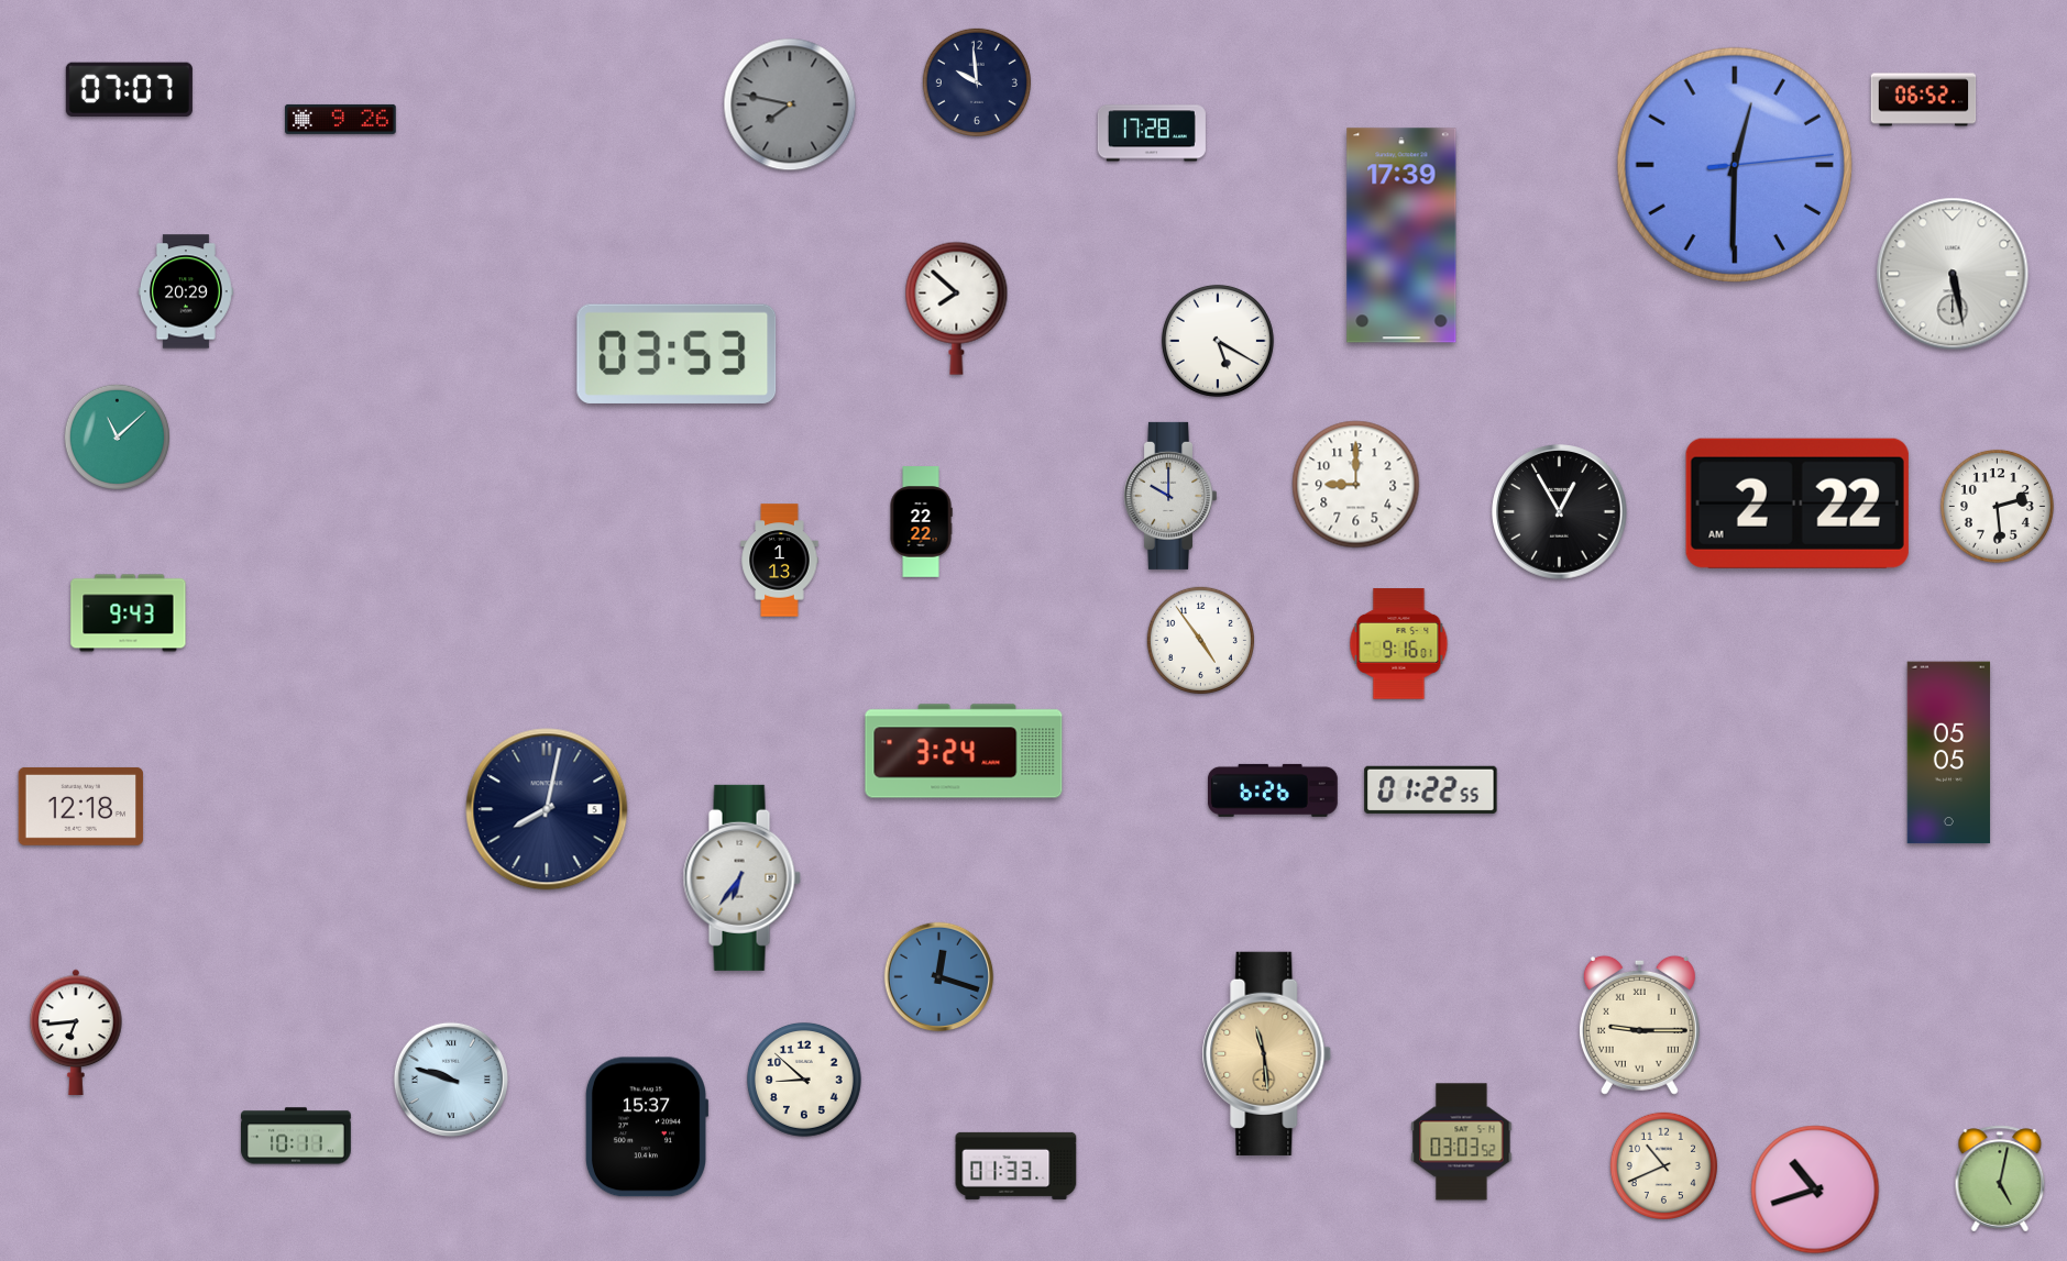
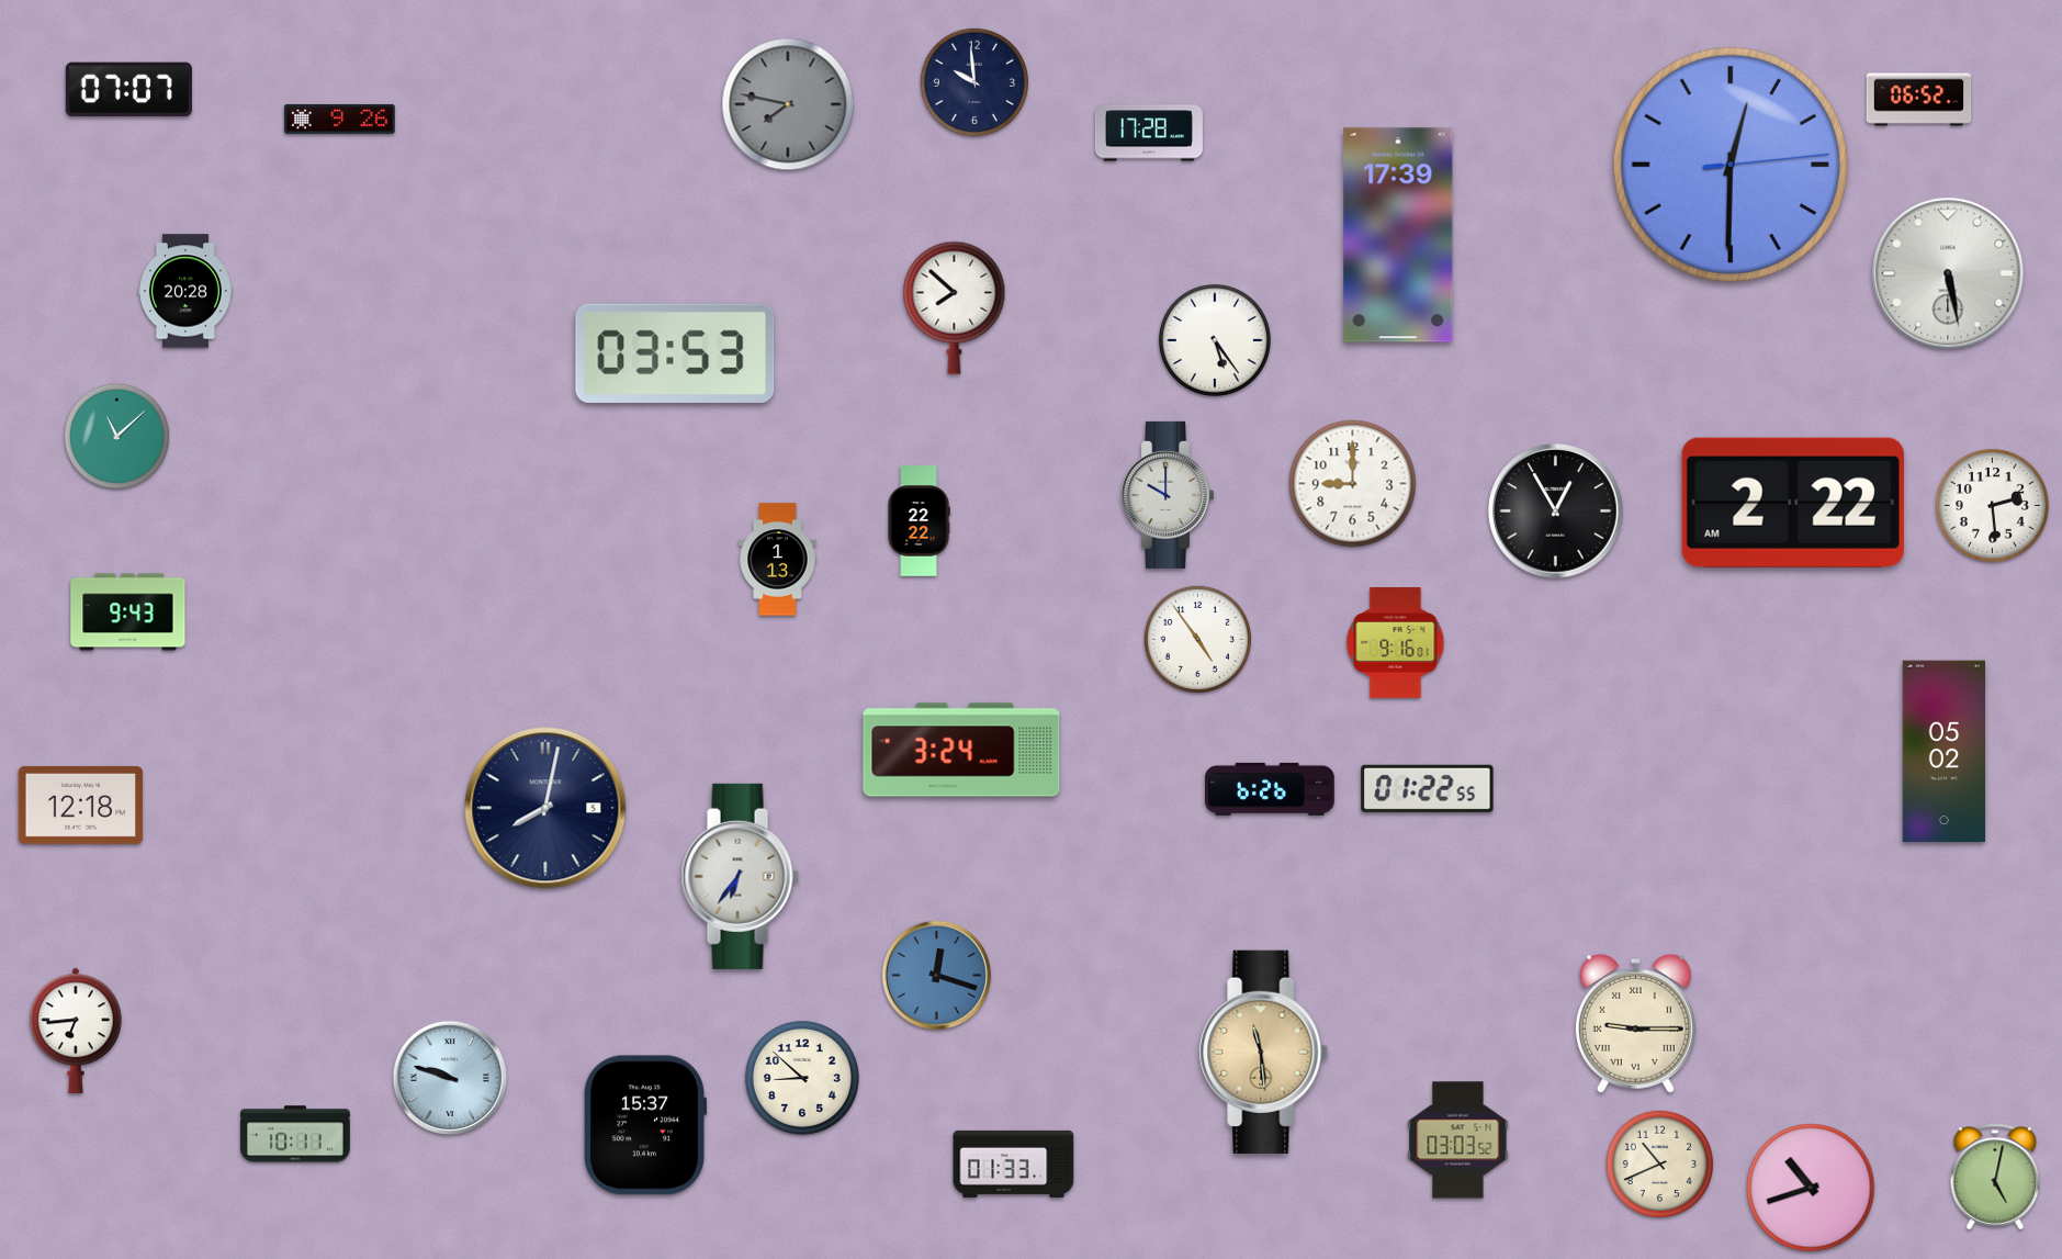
clock at (186, 291): 20:29 -> 20:28
clock at (1218, 341): 5:20 -> 5:24
clock at (1949, 753): 05:05 -> 05:02
